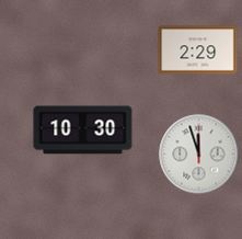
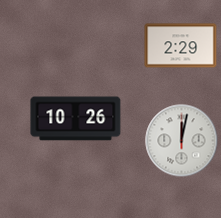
clock at (83, 130): 10:30 -> 10:26
clock at (199, 155): 11:57 -> 12:02
